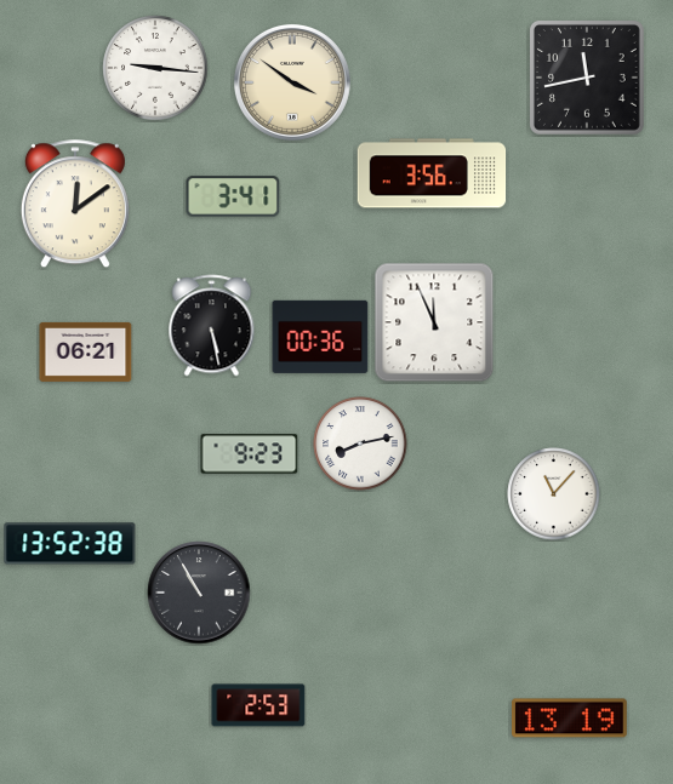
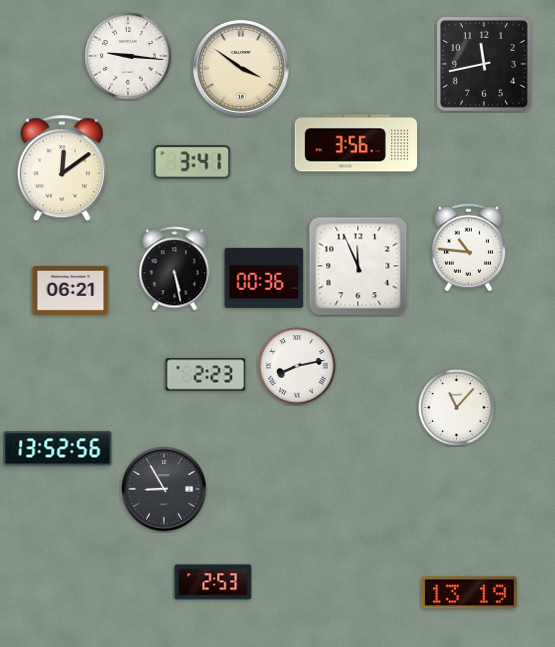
clock at (468, 248): none -> 10:46
clock at (250, 454): 9:23 -> 2:23
clock at (70, 544): 13:52:38 -> 13:52:56
clock at (199, 593): 10:55 -> 8:55
